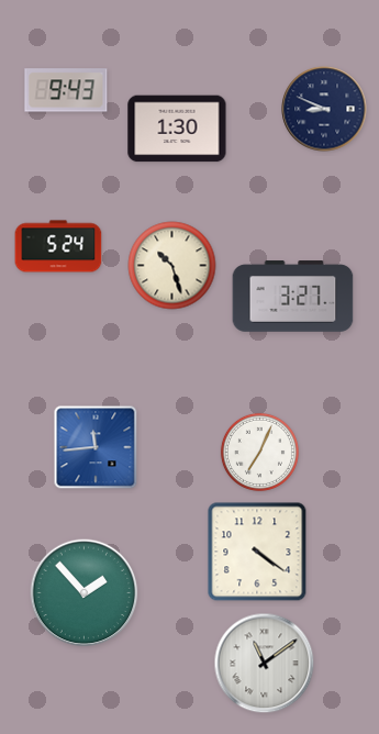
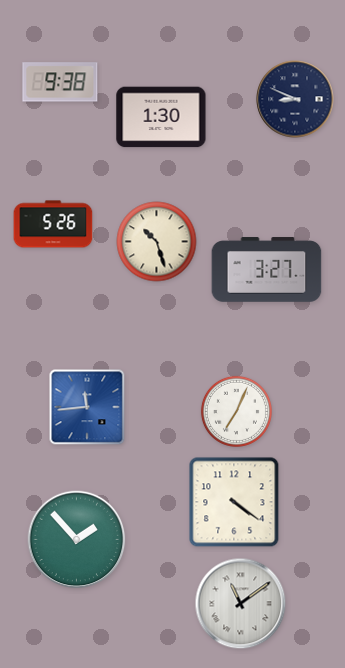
clock at (66, 90): 9:43 -> 9:38
clock at (58, 246): 5:24 -> 5:26
